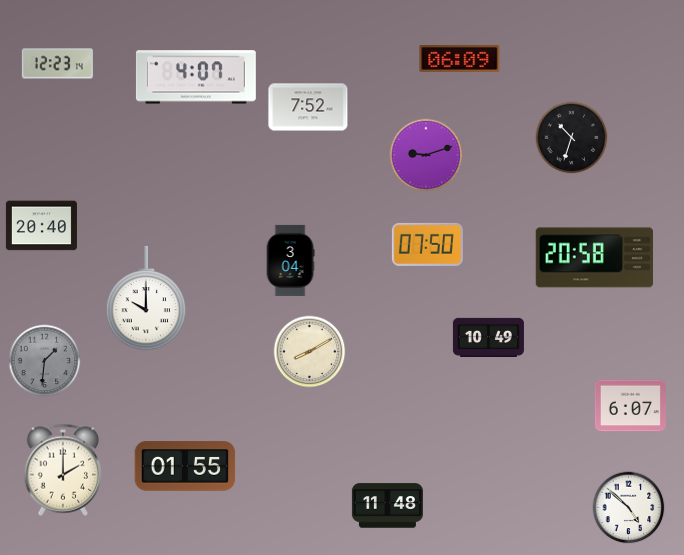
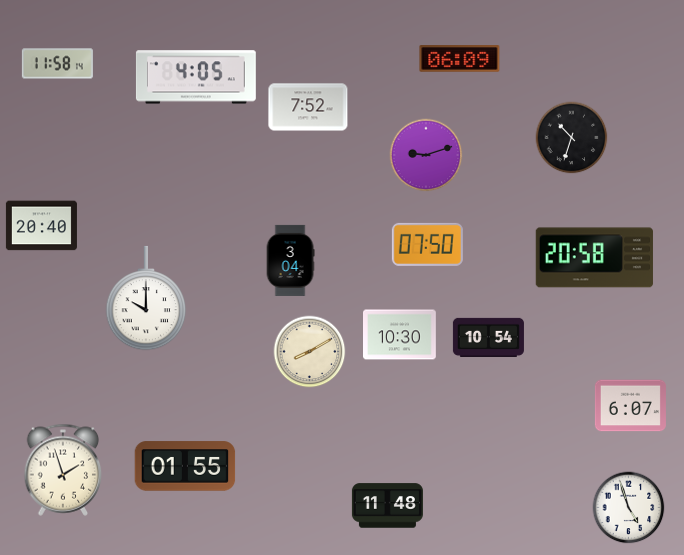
clock at (57, 64): 12:23 -> 11:58
clock at (196, 77): 4:07 -> 4:05
clock at (400, 335): none -> 10:30
clock at (488, 337): 10:49 -> 10:54
clock at (45, 361): 1:31 -> none
clock at (63, 470): 2:00 -> 1:57
clock at (629, 508): 4:52 -> 4:57
